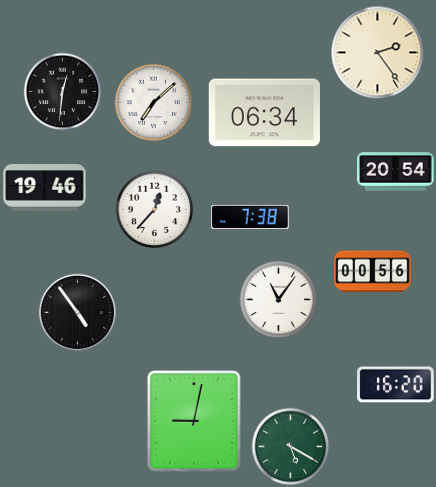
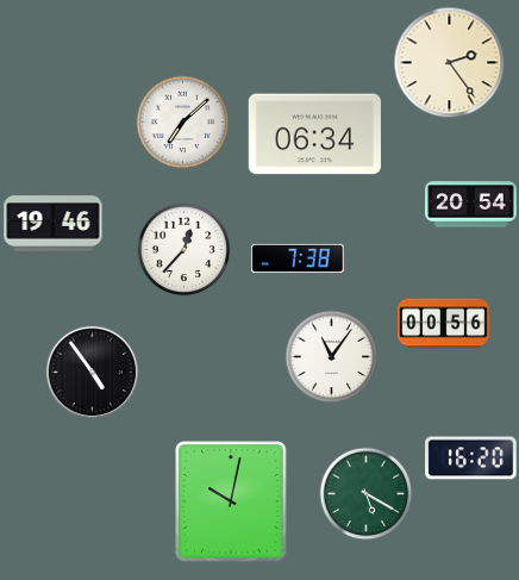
clock at (62, 91): 12:31 -> none
clock at (194, 421): 9:02 -> 10:02
clock at (290, 446) position: (290, 446) -> (365, 493)
